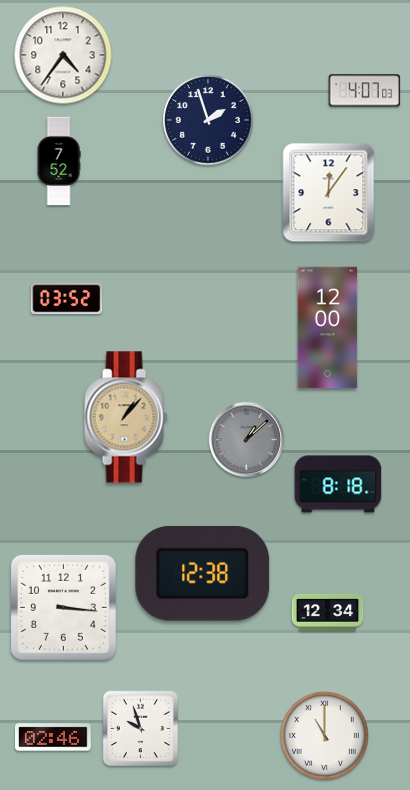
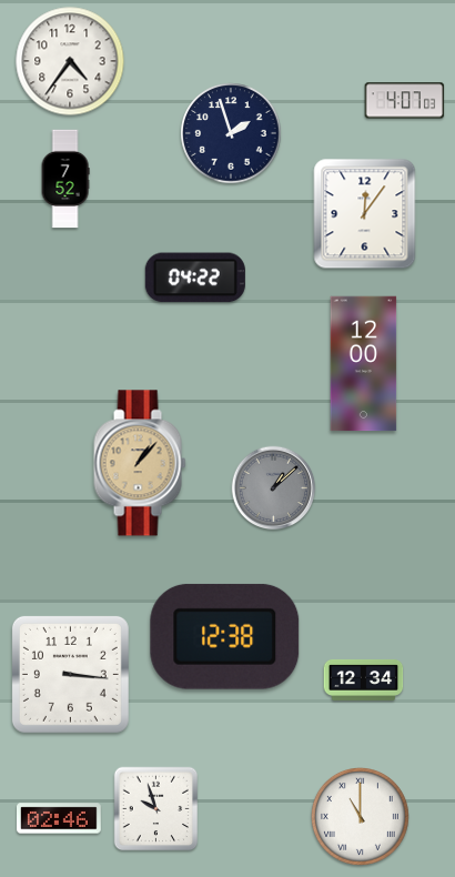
clock at (195, 278): none -> 04:22
clock at (67, 299): 03:52 -> none
clock at (338, 484): 8:18 -> none
